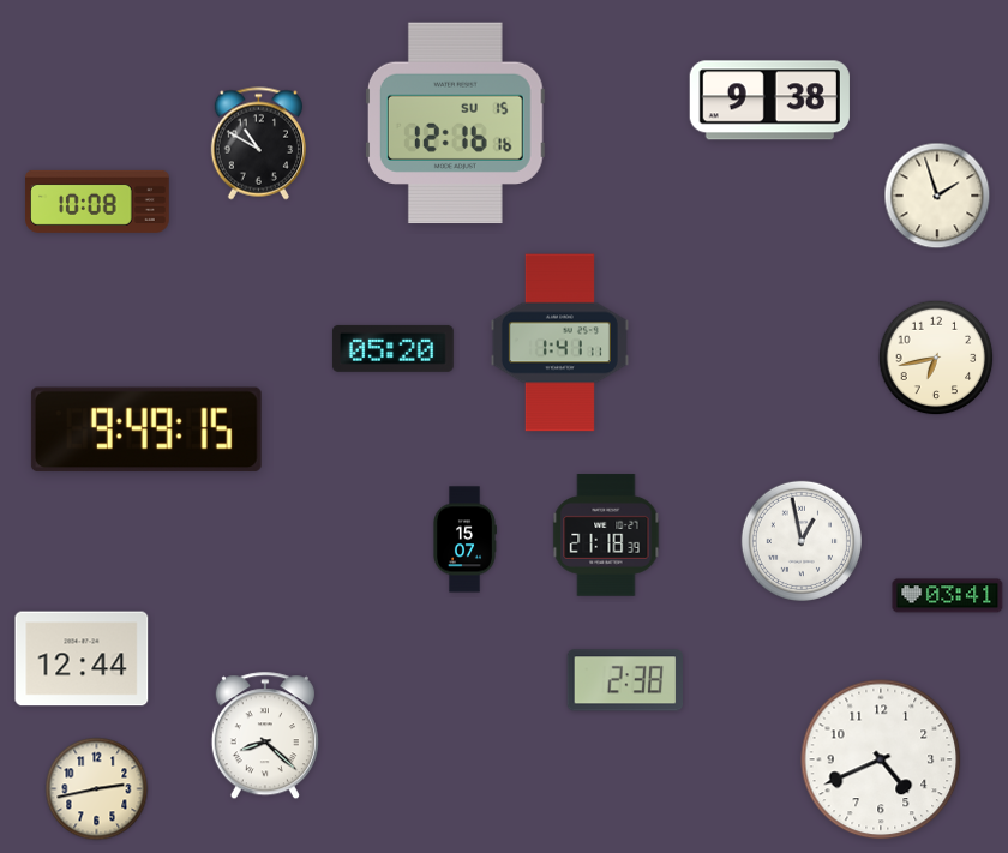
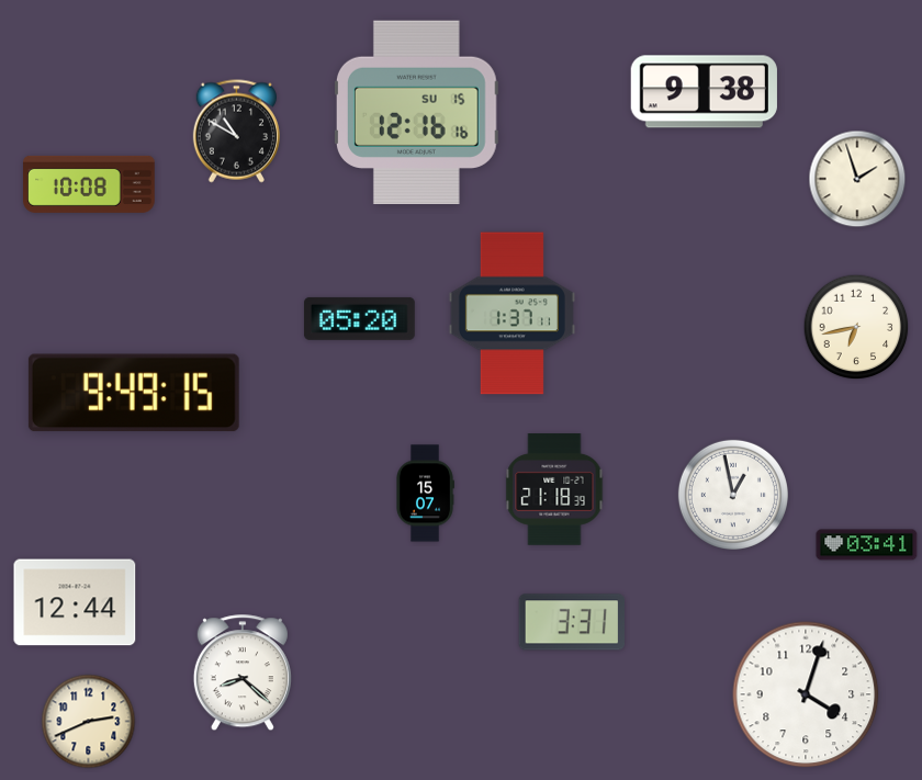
clock at (559, 343): 1:41 -> 1:37
clock at (624, 680): 2:38 -> 3:31
clock at (881, 759): 4:41 -> 4:03
clock at (97, 789): 2:43 -> 2:41
